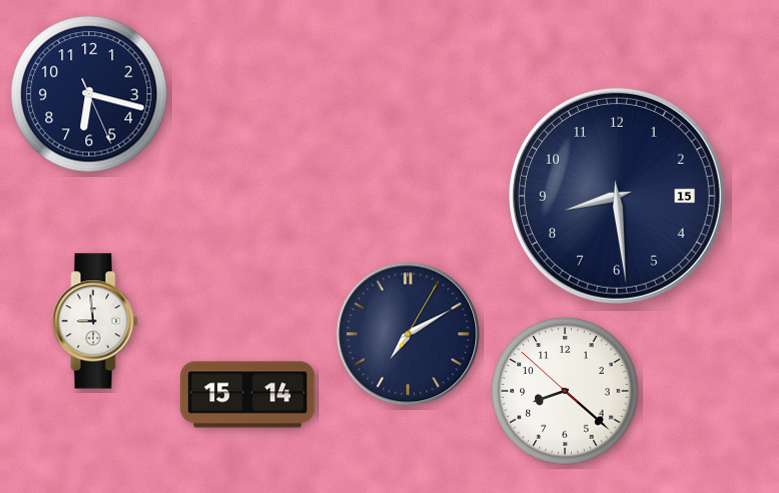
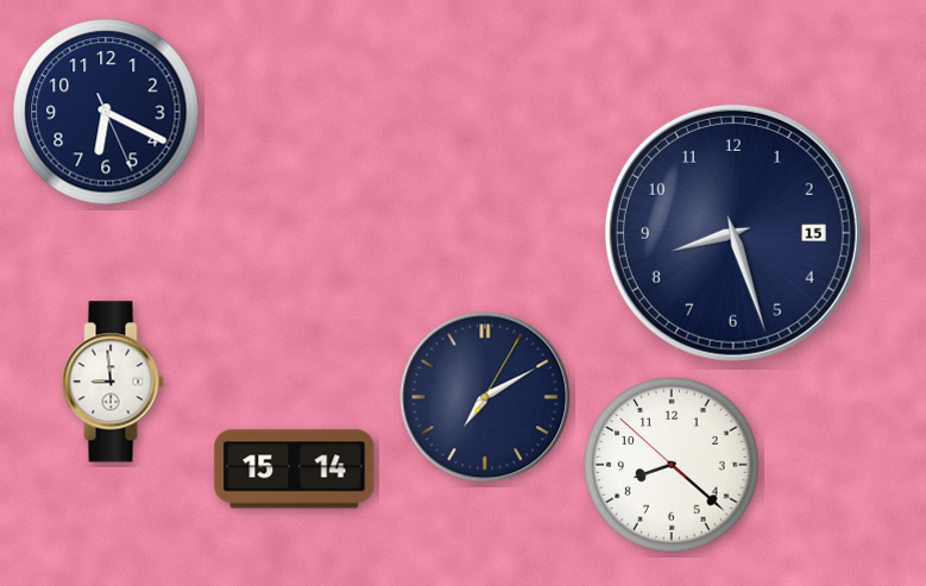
clock at (89, 94): 6:17 -> 6:19
clock at (617, 196): 8:29 -> 8:27
